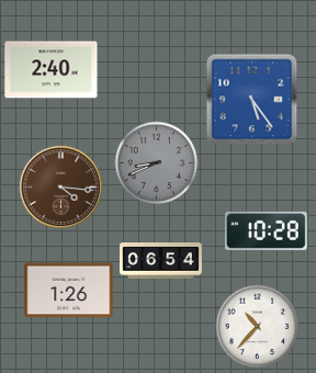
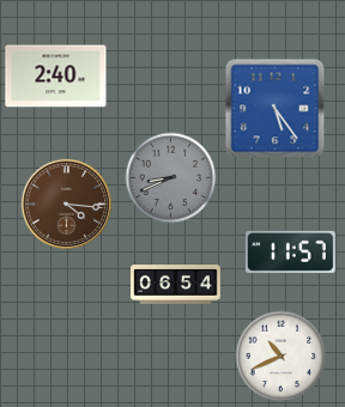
clock at (266, 230): 10:28 -> 11:57
clock at (69, 291): 1:26 -> none
clock at (258, 327): 10:37 -> 10:41
